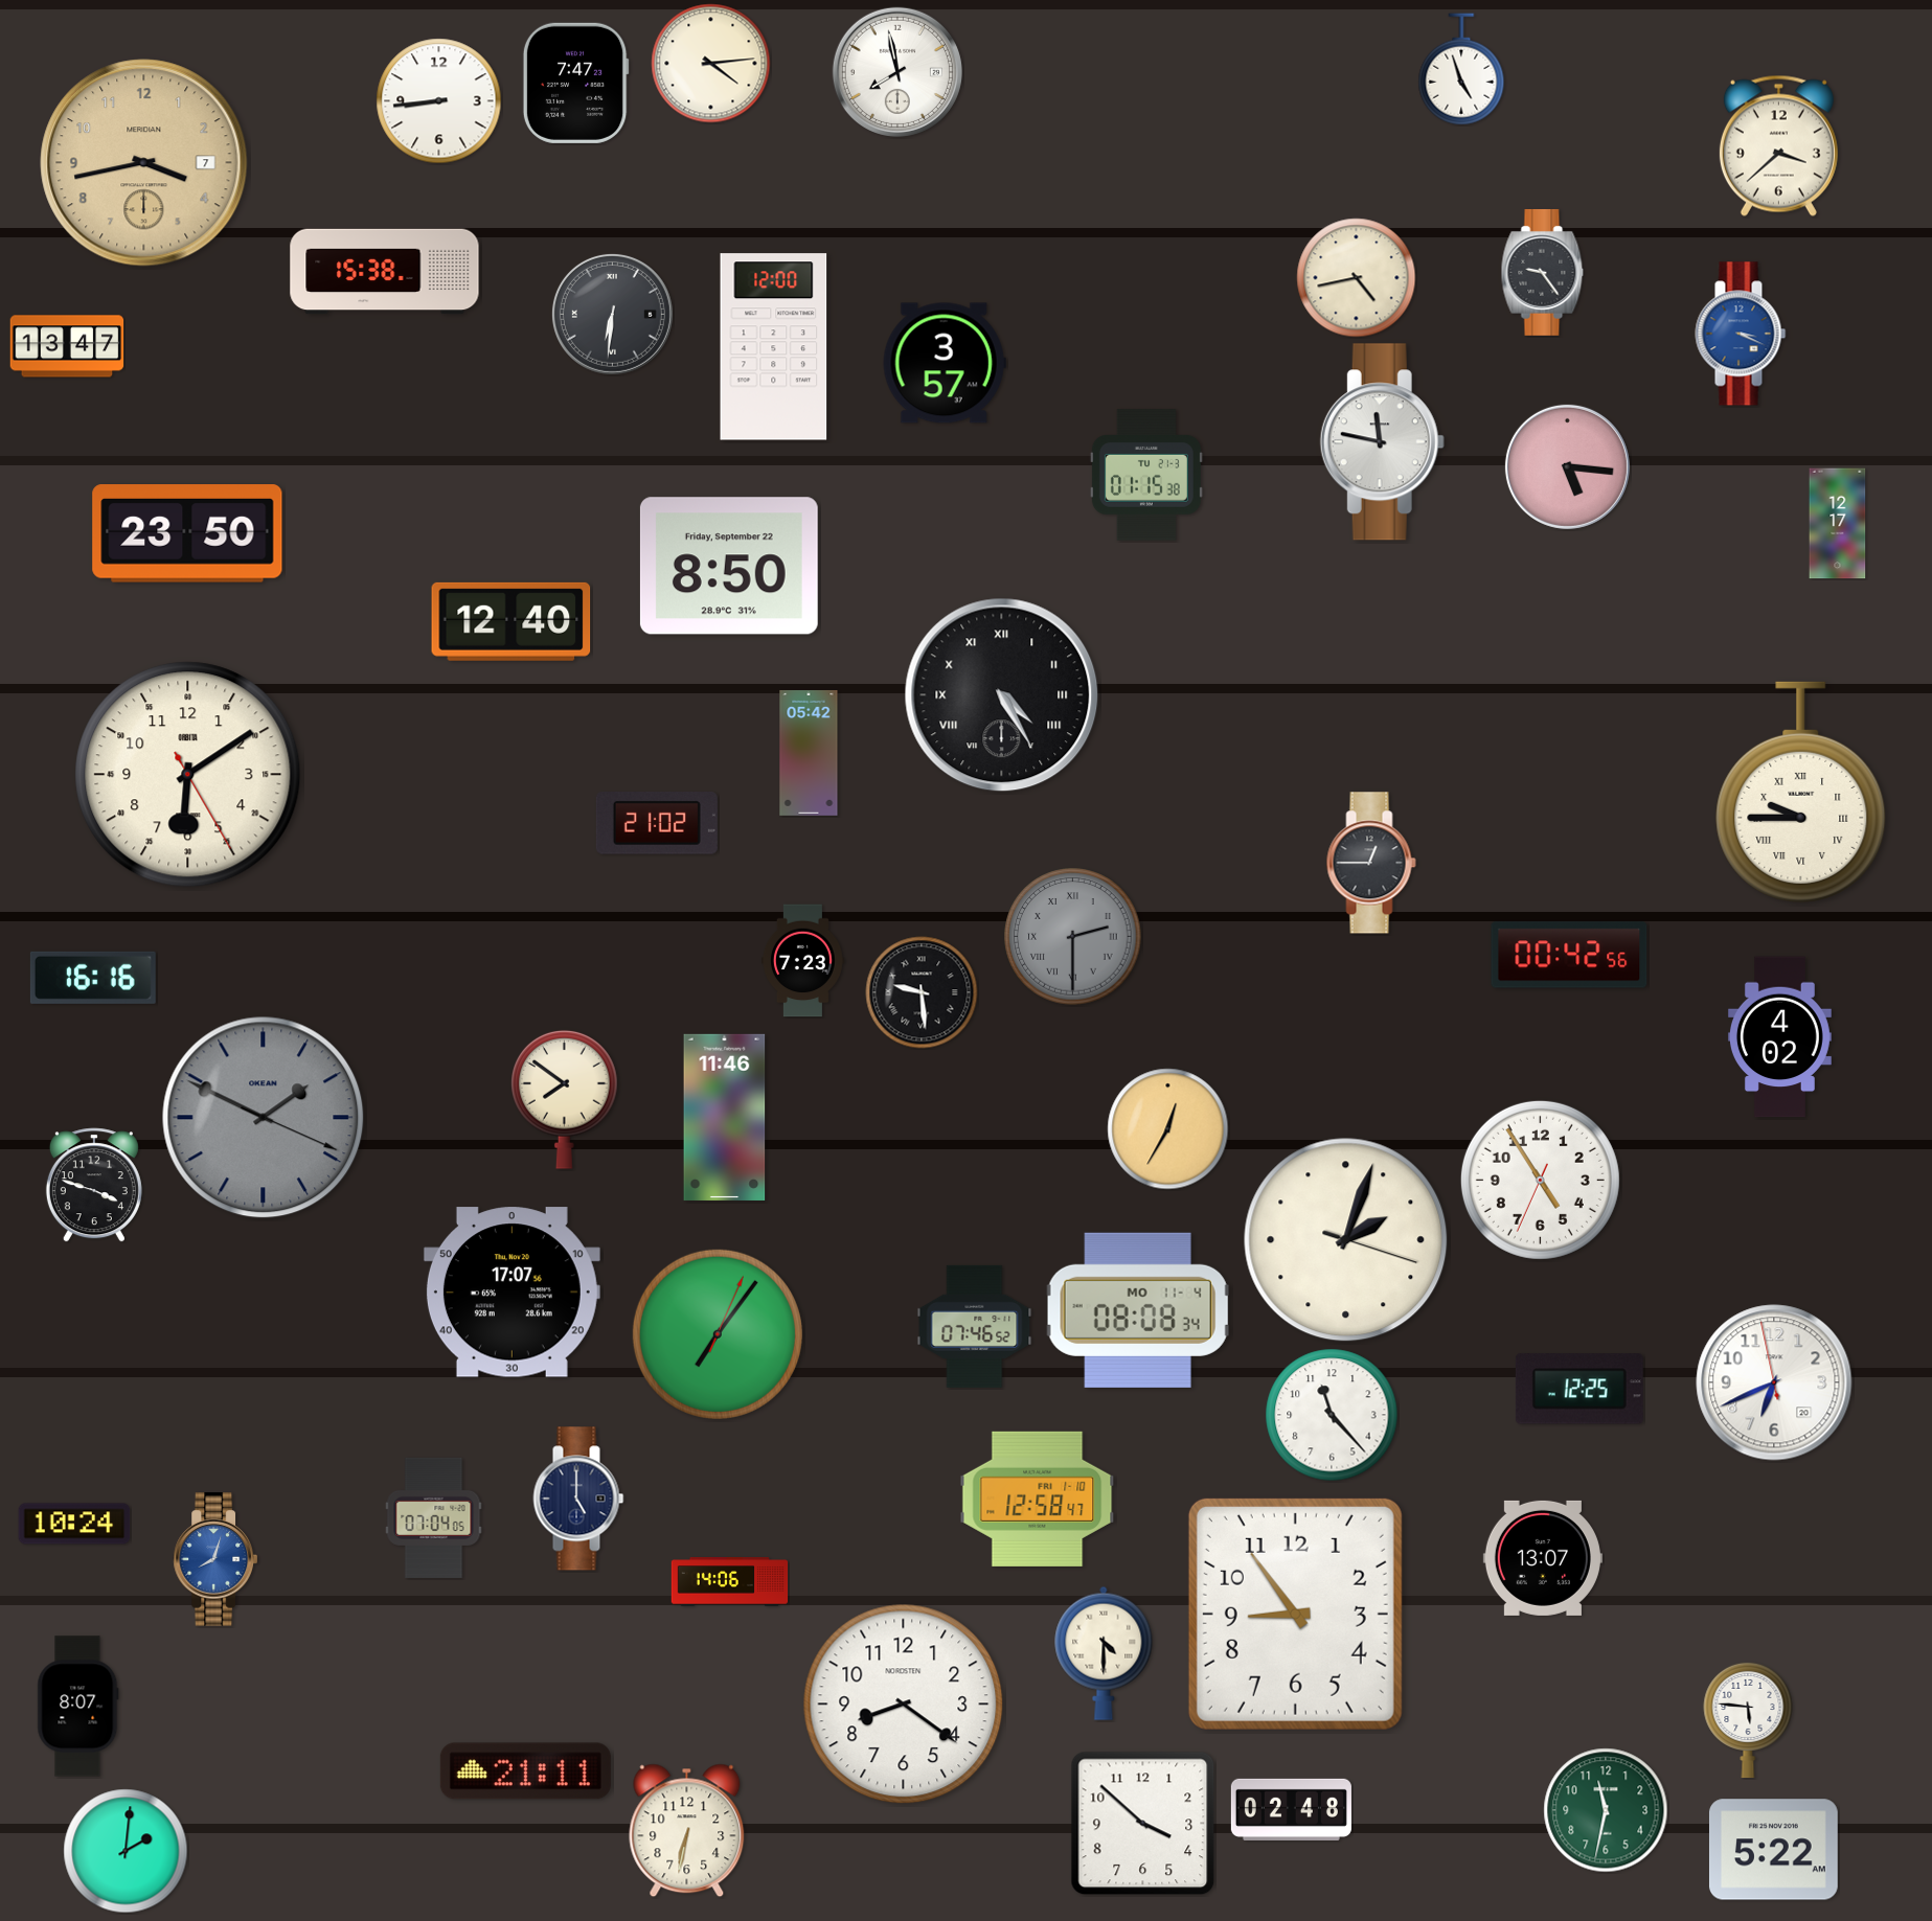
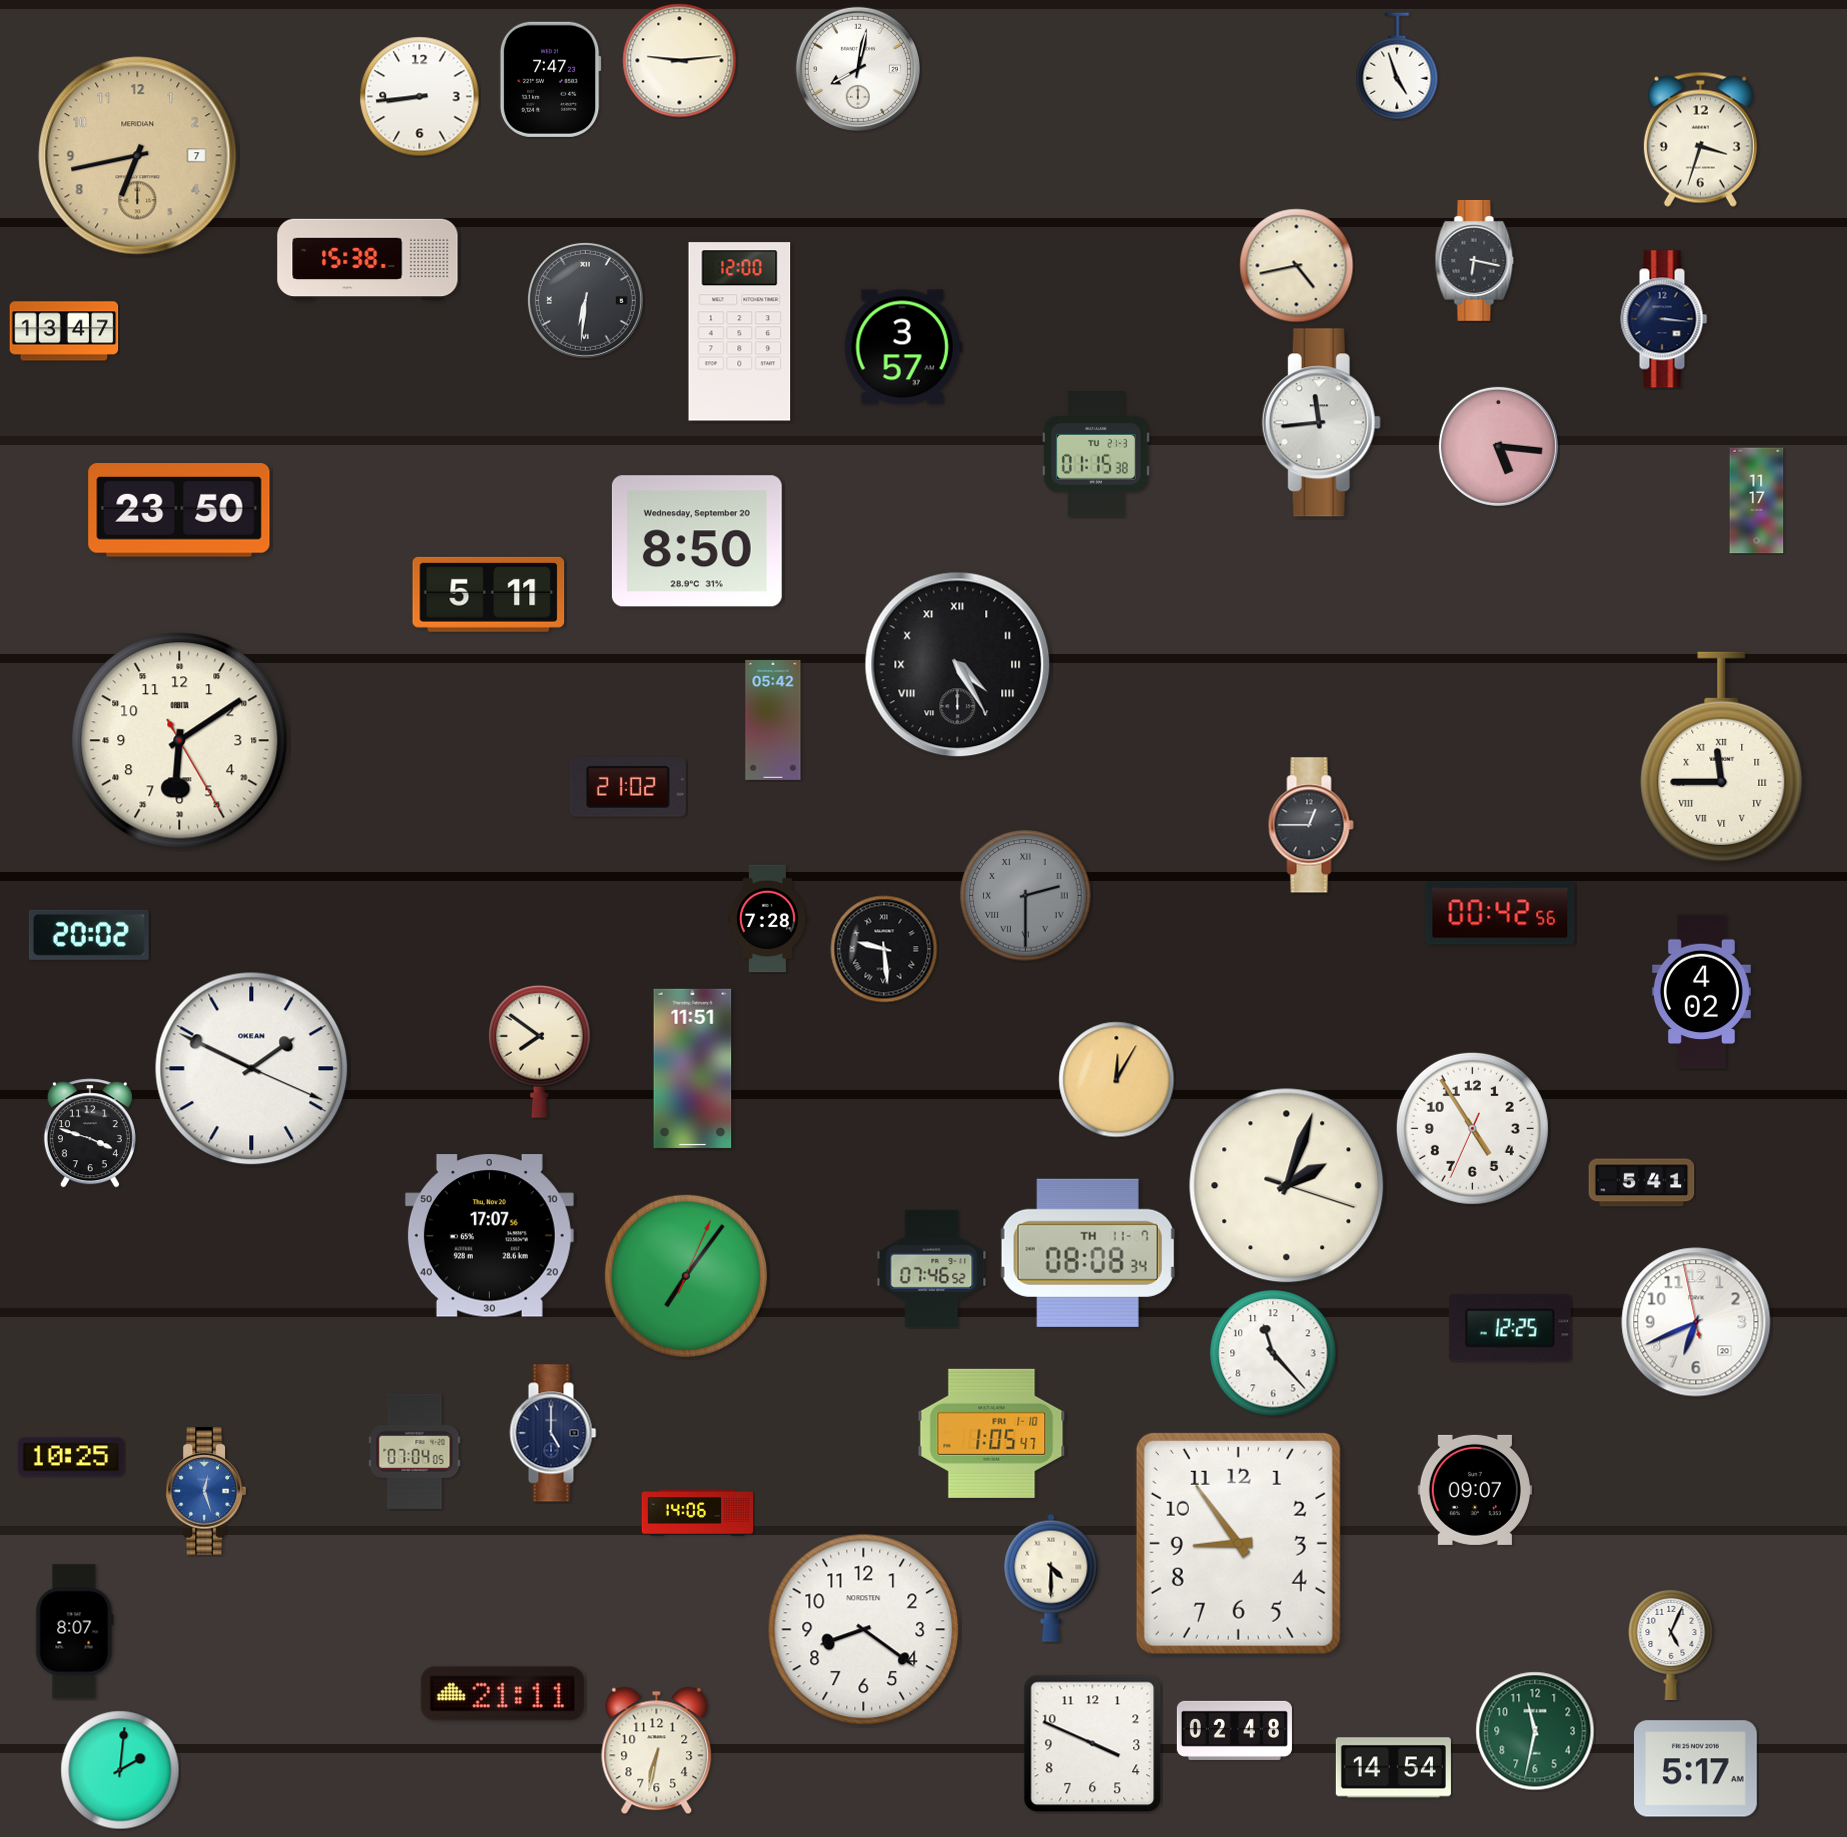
clock at (711, 64): 4:14 -> 9:14
clock at (897, 72): 7:58 -> 8:02
clock at (1778, 145): 3:38 -> 3:33
clock at (144, 163): 3:43 -> 6:43
clock at (1543, 272): 9:24 -> 6:17
clock at (1741, 334): 3:19 -> 3:16
clock at (1741, 334) dial: blue -> navy
clock at (1382, 442): 11:47 -> 11:44
clock at (1838, 524): 12:17 -> 11:17
clock at (729, 566) date: Friday, September 22 -> Wednesday, September 20
clock at (512, 621): 12:40 -> 5:11
clock at (1801, 792): 9:45 -> 11:45
clock at (802, 961): 7:23 -> 7:28
clock at (93, 978): 16:16 -> 20:02
clock at (922, 992) position: (922, 992) -> (884, 949)
clock at (725, 1117): 11:46 -> 11:51
clock at (264, 1118) dial: grey -> white
clock at (1168, 1129): 12:35 -> 12:05
clock at (1642, 1183): none -> 5:41
clock at (1138, 1310) date: MO 11-4 -> TH 11-7
clock at (1038, 1499): 12:58 -> 1:05
clock at (74, 1524): 10:24 -> 10:25
clock at (1543, 1558): 13:07 -> 09:07
clock at (215, 1559): 8:03 -> 12:27
clock at (1104, 1653) position: (1104, 1653) -> (1051, 1578)
clock at (1748, 1720): 5:46 -> 5:04
clock at (1143, 1824): 3:52 -> 3:49
clock at (1393, 1768): none -> 14:54
clock at (1773, 1850): 5:22 -> 5:17
